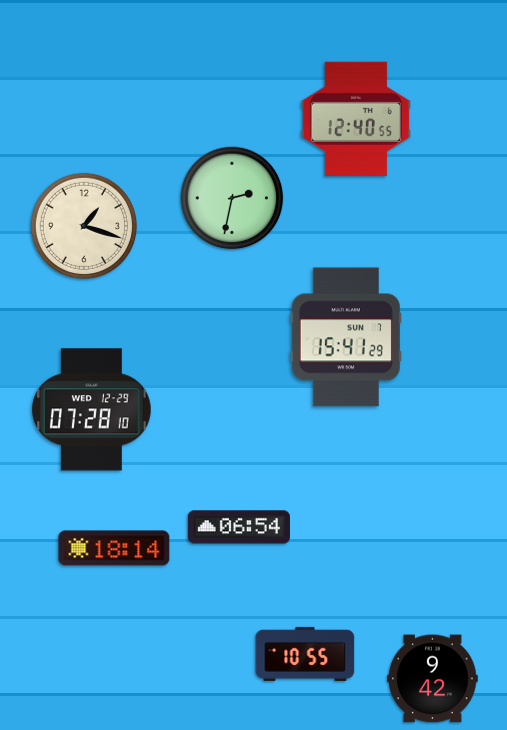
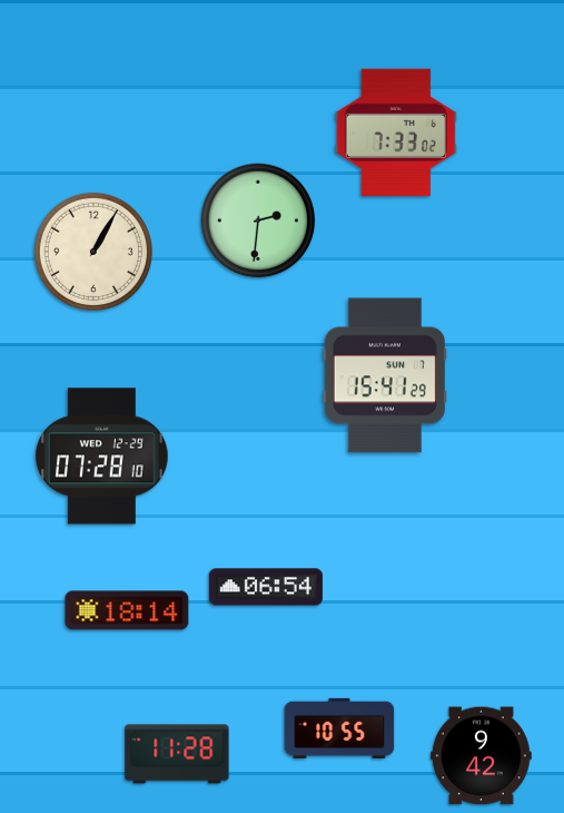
clock at (356, 119): 12:40 -> 7:33
clock at (232, 198): 2:32 -> 2:31
clock at (84, 226): 1:18 -> 1:05
clock at (177, 754): none -> 11:28
